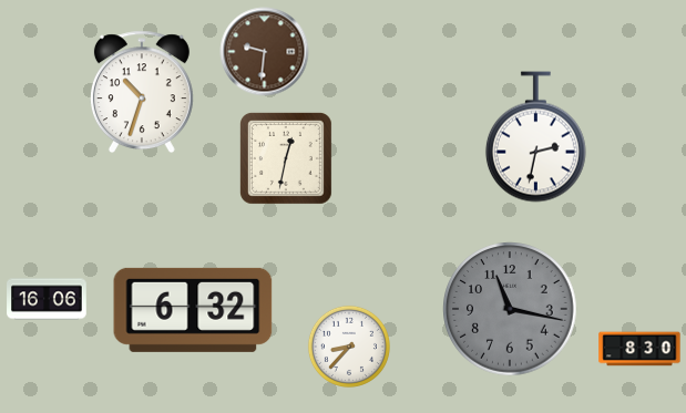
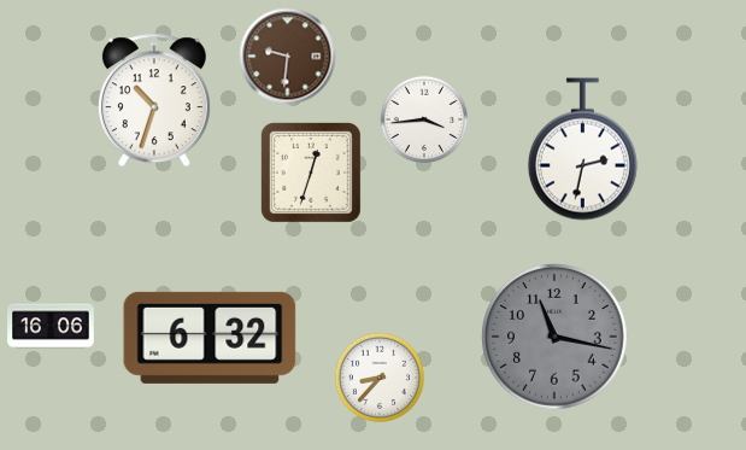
clock at (424, 119): none -> 3:44
clock at (286, 158): 12:32 -> 12:33
clock at (639, 349): 8:30 -> none
